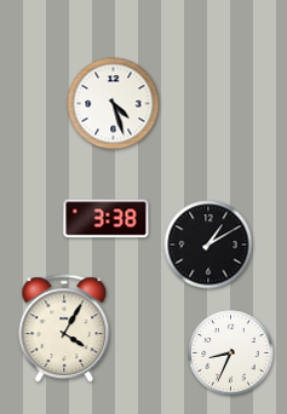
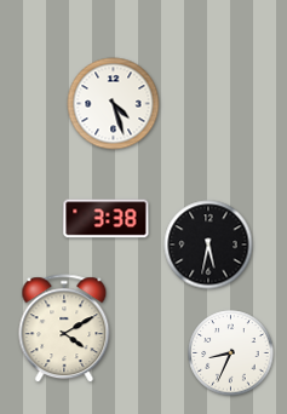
clock at (208, 245): 1:10 -> 5:32
clock at (64, 329): 4:05 -> 4:10
